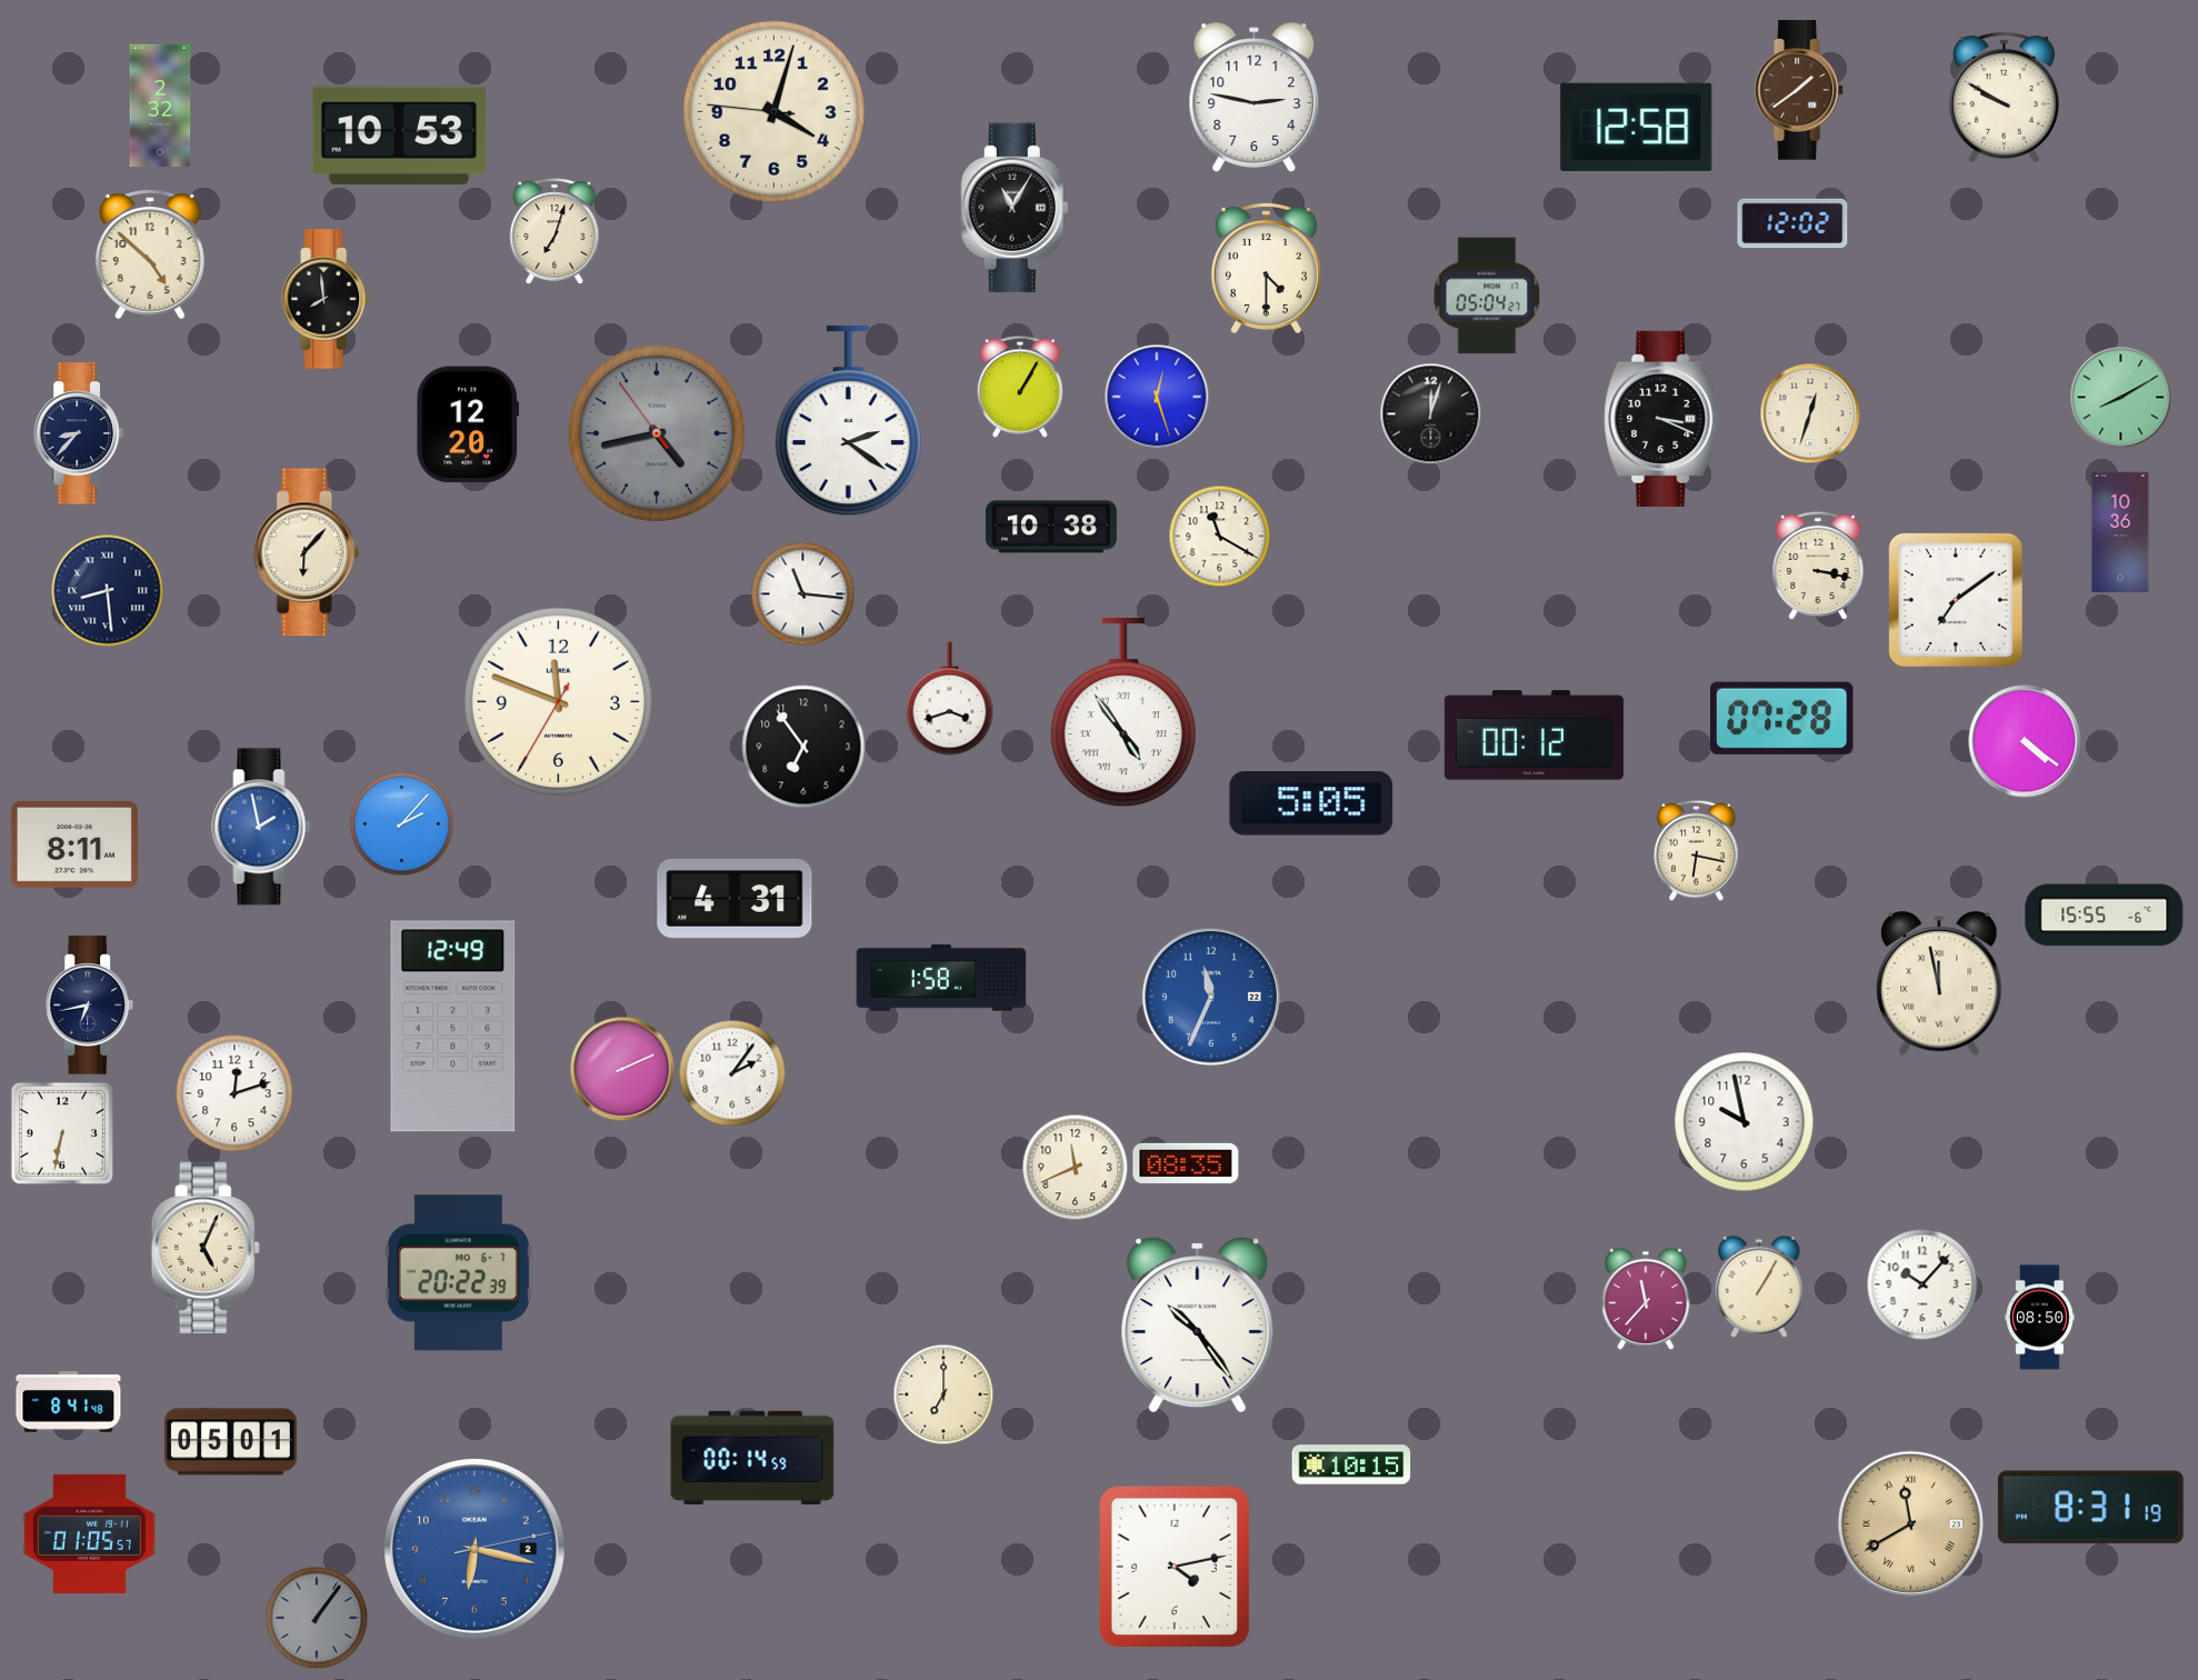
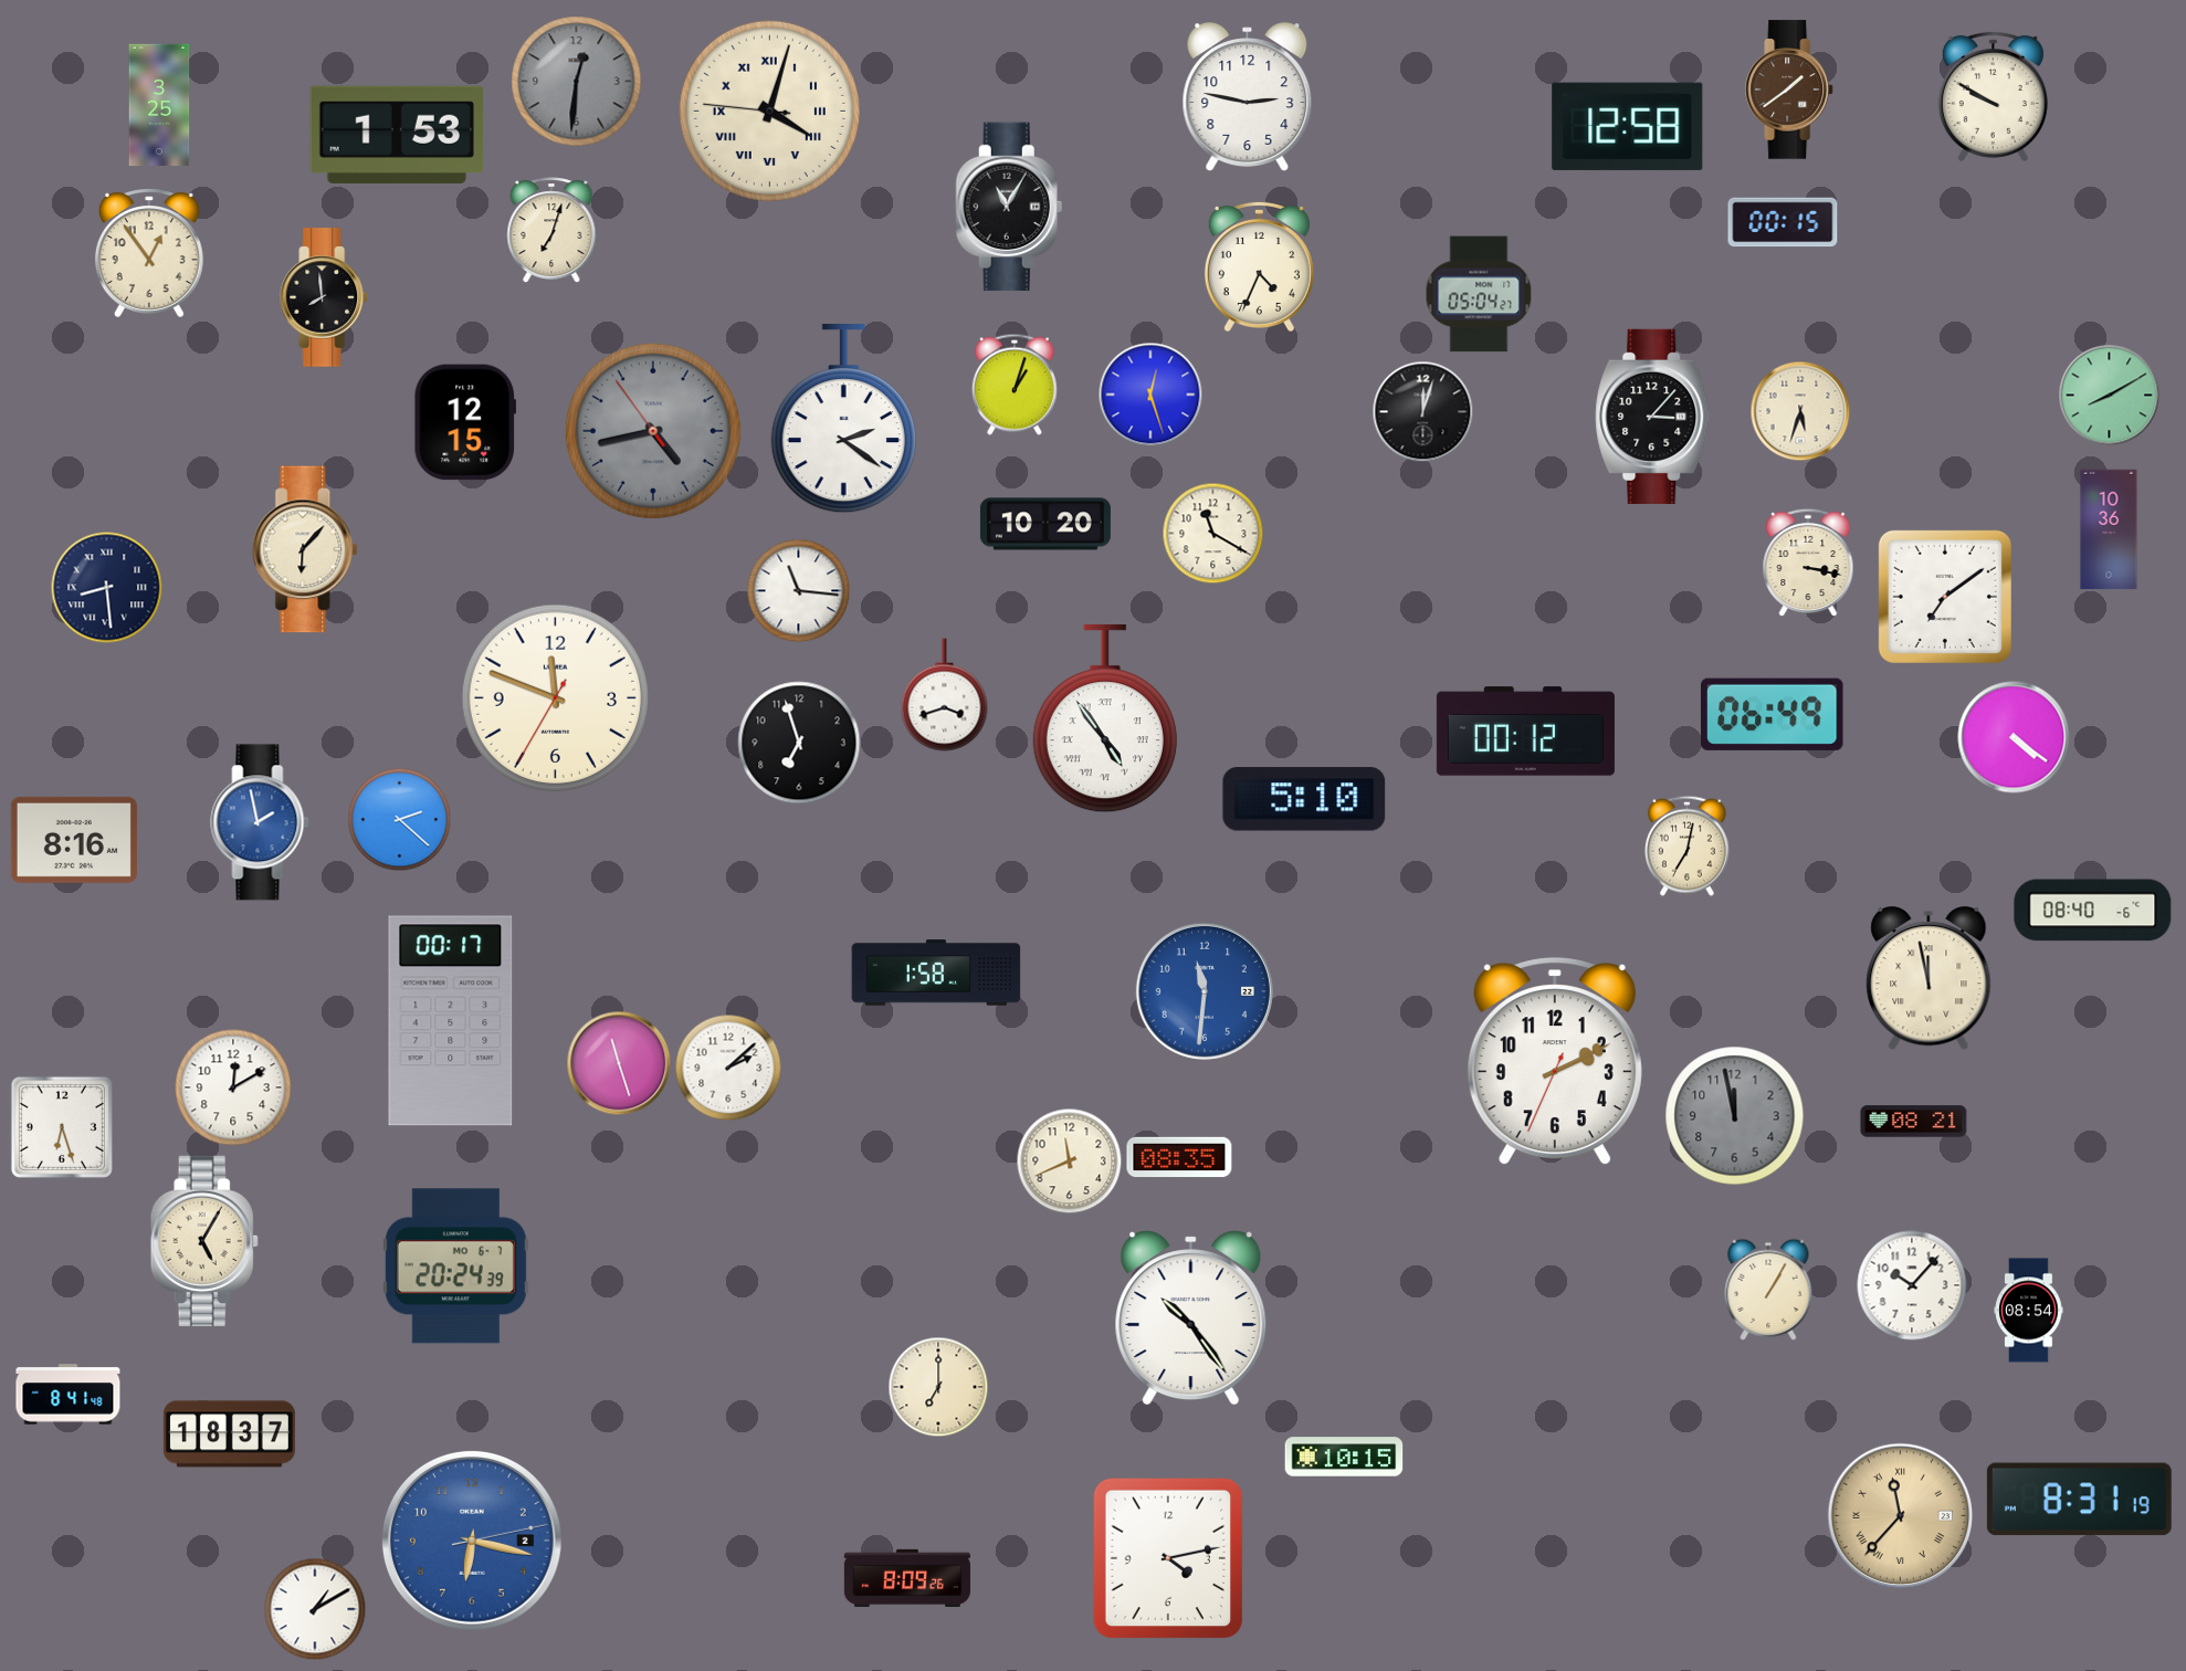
clock at (577, 82): none -> 12:31
clock at (160, 106): 2:32 -> 3:25
clock at (773, 111) numerals: Arabic -> Roman
clock at (399, 136): 10:53 -> 1:53
clock at (1792, 223): 12:02 -> 00:15
clock at (150, 254): 4:52 -> 12:54
clock at (1266, 268): 4:30 -> 4:34
clock at (1020, 387): 1:05 -> 1:03
clock at (1810, 413): 12:33 -> 5:33
clock at (1661, 419): 3:19 -> 3:07
clock at (467, 424): 12:20 -> 12:15
clock at (79, 433): 8:37 -> none
clock at (1051, 527): 10:38 -> 10:20
clock at (1123, 712) position: (1123, 712) -> (1105, 718)
clock at (1782, 718): 07:28 -> 06:49
clock at (803, 747): 6:54 -> 6:57
clock at (1311, 803): 5:05 -> 5:10
clock at (401, 823): 2:07 -> 2:22
clock at (74, 844): 8:11 -> 8:16
clock at (1696, 850): 6:17 -> 7:02
clock at (735, 899): 4:31 -> none
clock at (2105, 916): 15:55 -> 08:40
clock at (1211, 997): 11:34 -> 11:31
clock at (90, 1006): 6:43 -> none
clock at (453, 1027): 12:49 -> 00:17
clock at (1555, 1062): none -> 2:10
clock at (622, 1069): 2:11 -> 11:27
clock at (732, 1073): 2:06 -> 2:08
clock at (234, 1093): 12:12 -> 12:10
clock at (1745, 1122): 9:58 -> 11:58
clock at (1745, 1122) dial: white -> grey
clock at (1914, 1122): none -> 08:21
clock at (62, 1133): 6:32 -> 6:27
clock at (206, 1248): 5:04 -> 5:05
clock at (458, 1273): 20:22 -> 20:24
clock at (1922, 1284) position: (1922, 1284) -> (1912, 1285)
clock at (1759, 1287) position: (1759, 1287) -> (1768, 1290)
clock at (1646, 1299): 11:37 -> none
clock at (2040, 1318): 08:50 -> 08:54
clock at (230, 1442): 05:01 -> 18:37
clock at (752, 1458): 00:14 -> none
clock at (1911, 1524): 11:40 -> 11:37
clock at (90, 1533): 01:05 -> none
clock at (907, 1578): none -> 8:09
clock at (317, 1618): 1:06 -> 1:10
clock at (317, 1618) dial: grey -> white
